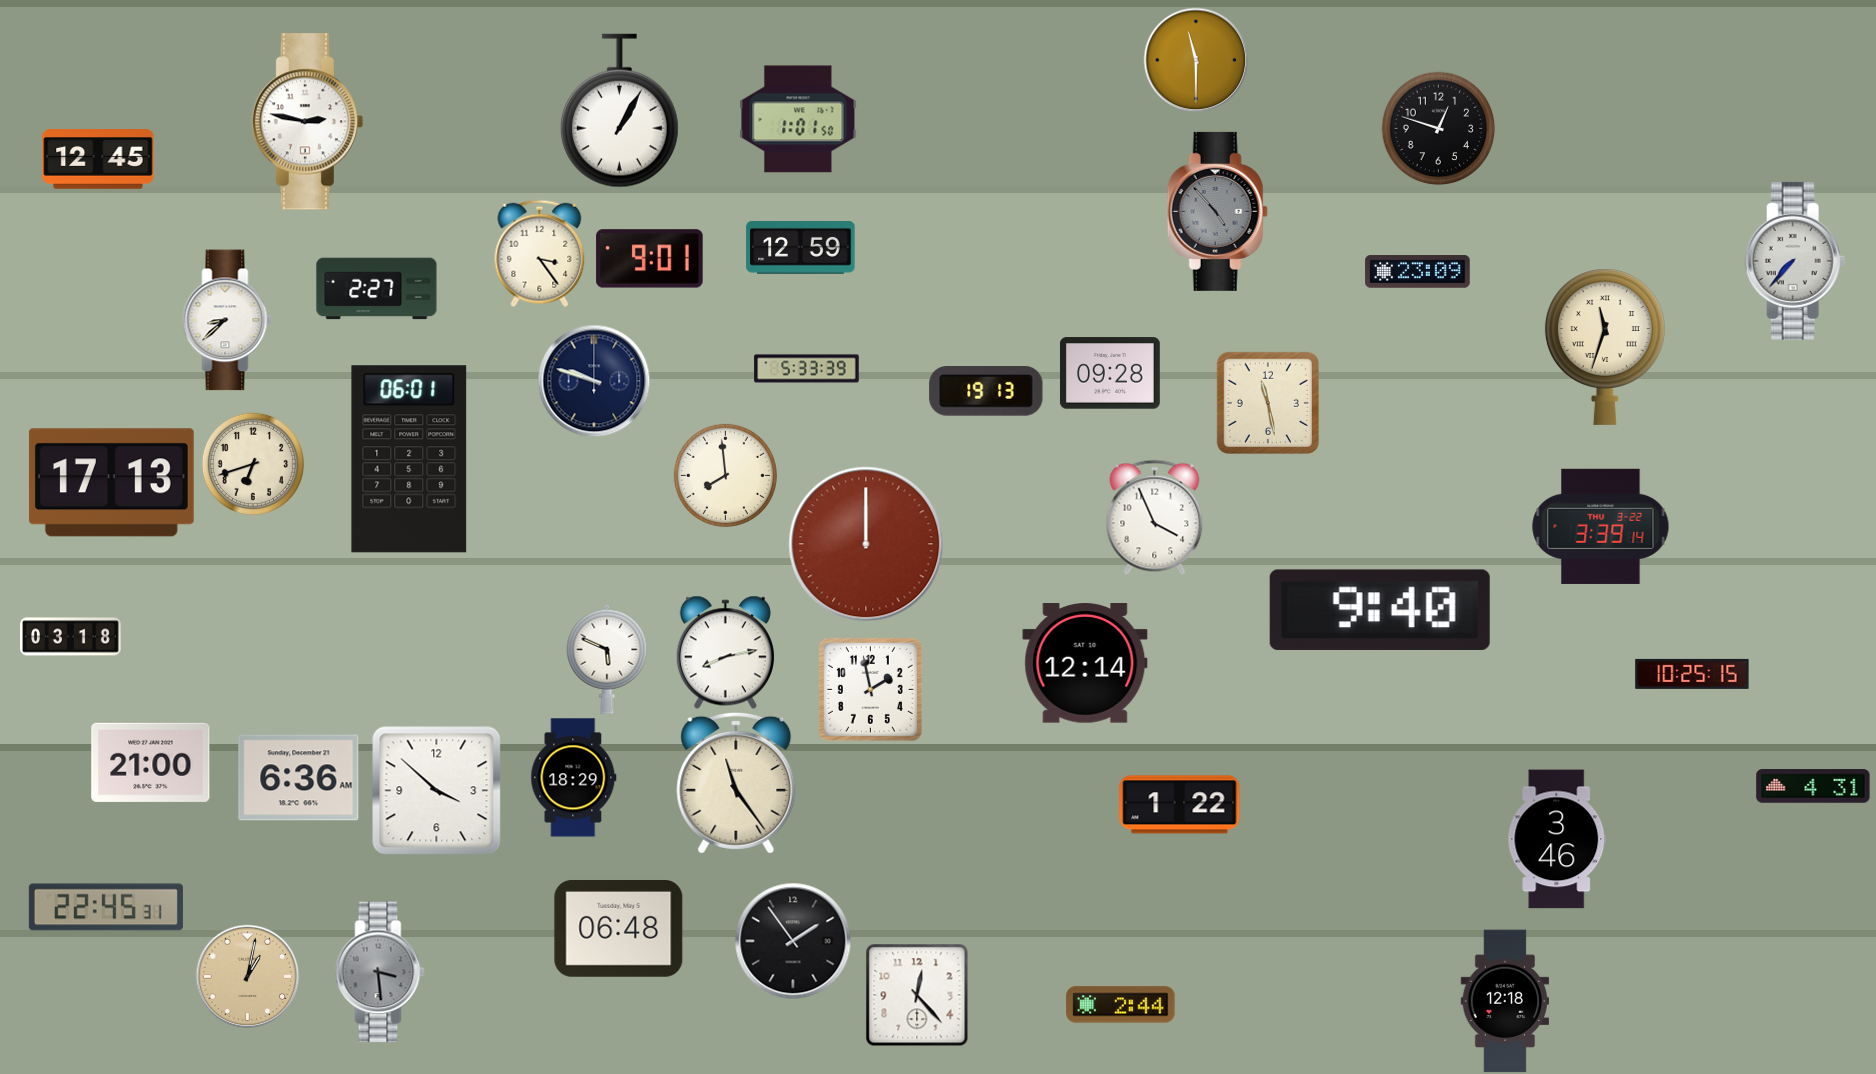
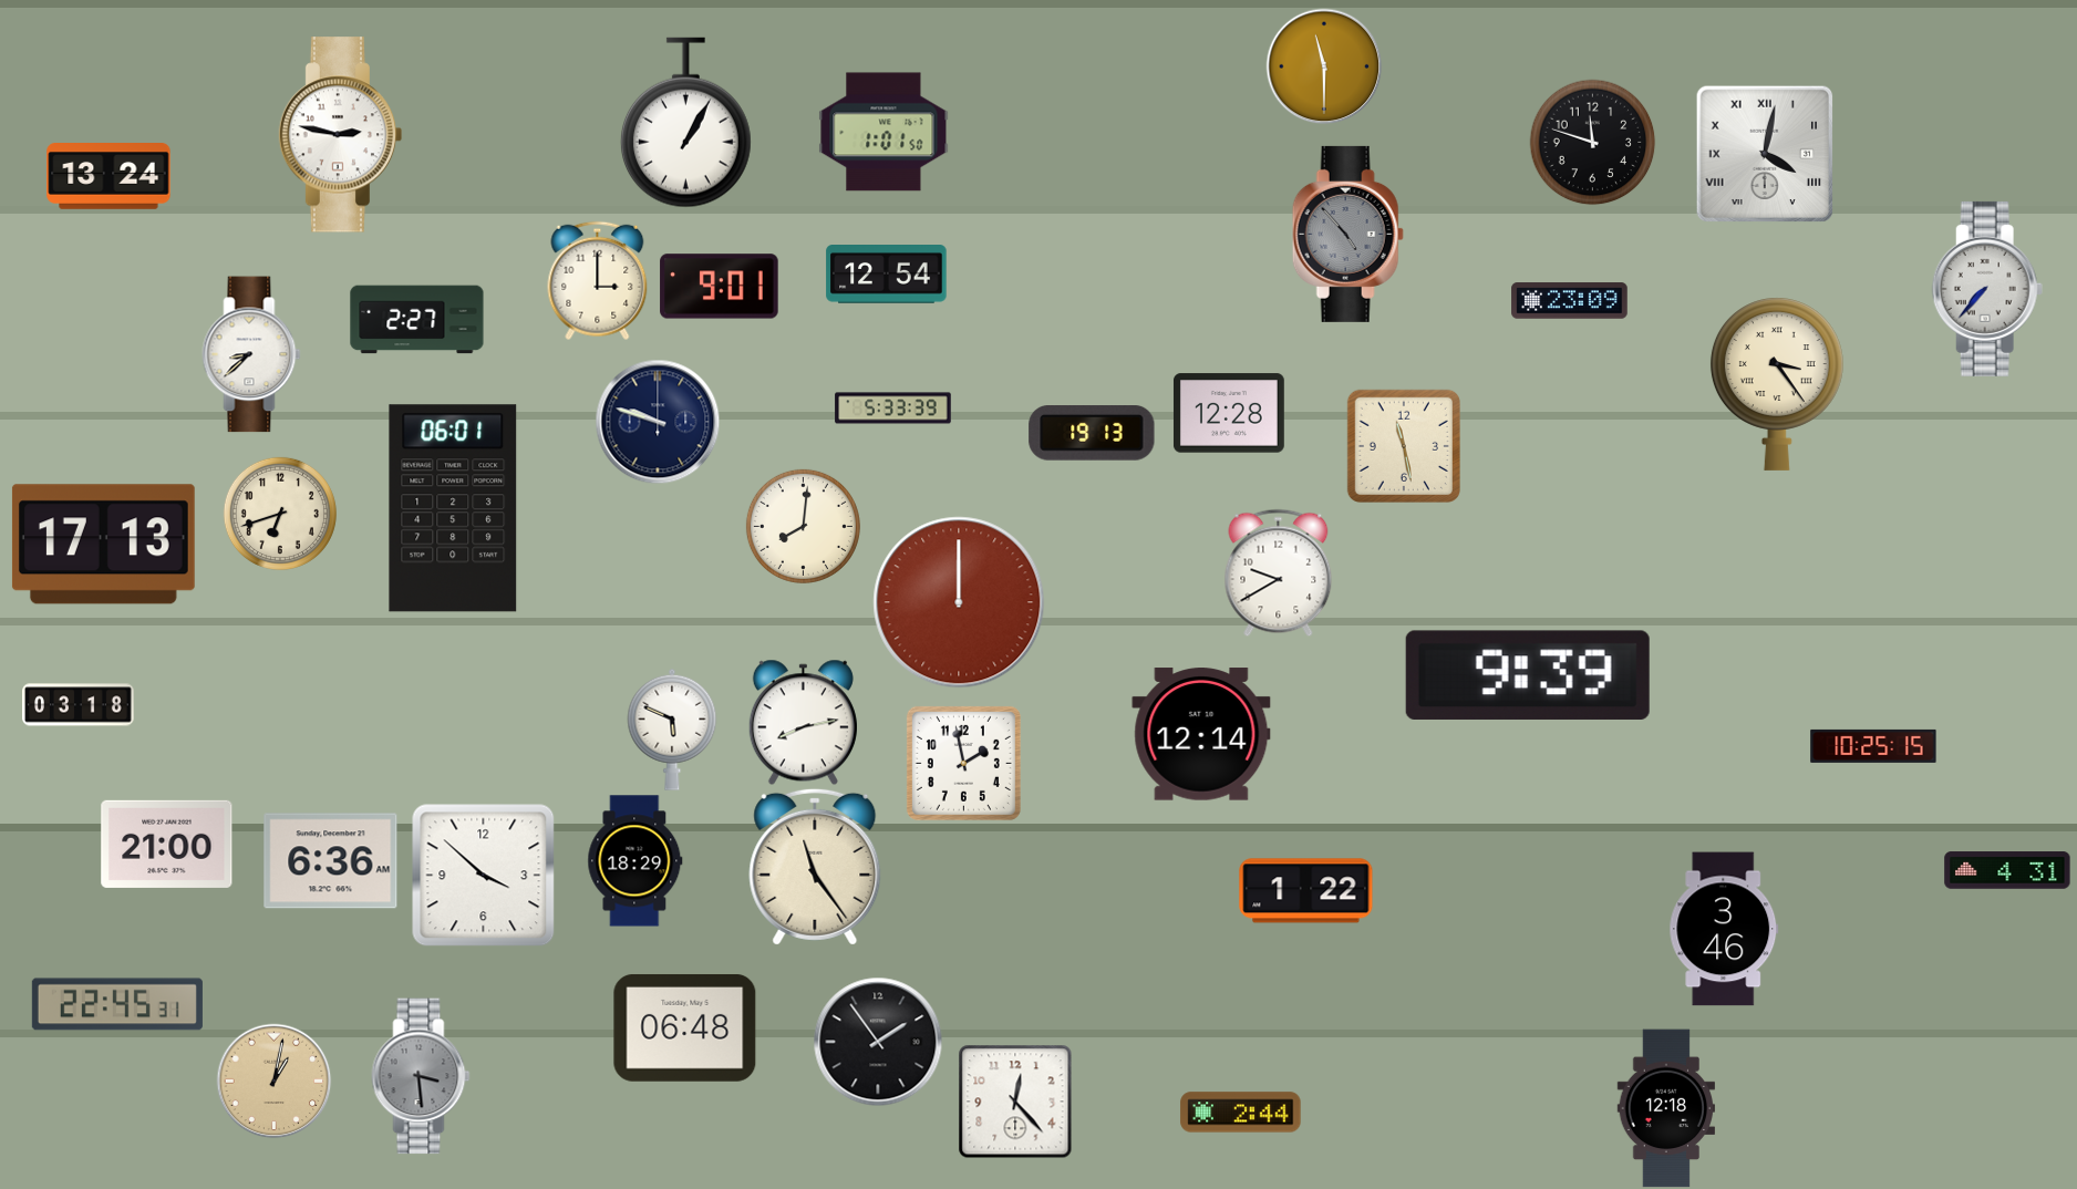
clock at (1438, 128): 12:48 -> 11:48
clock at (1765, 154): none -> 4:02
clock at (98, 159): 12:45 -> 13:24
clock at (801, 248): 12:59 -> 12:54
clock at (540, 253): 3:24 -> 3:00
clock at (1605, 347): 11:33 -> 3:24
clock at (1110, 373): 09:28 -> 12:28
clock at (725, 475): 7:59 -> 8:01
clock at (111, 483) position: (111, 483) -> (103, 545)
clock at (1155, 517): 3:56 -> 9:40
clock at (1601, 526): 3:39 -> none
clock at (1380, 610): 9:40 -> 9:39
